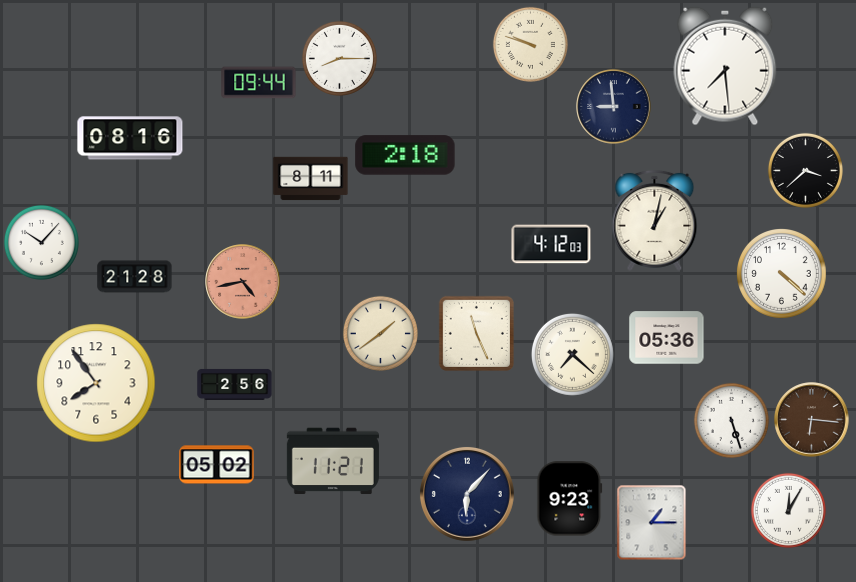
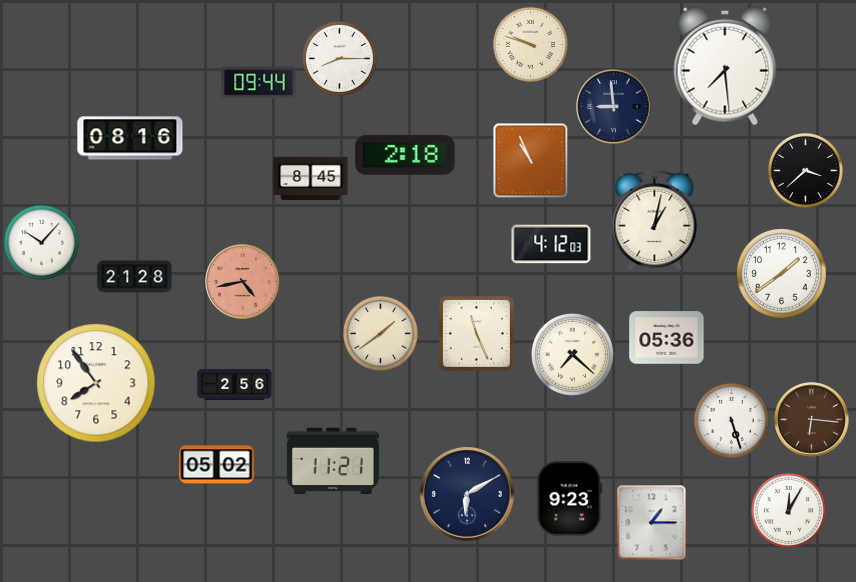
clock at (531, 161): none -> 10:56
clock at (311, 179): 8:11 -> 8:45
clock at (782, 274): 4:22 -> 1:39
clock at (467, 494): 6:07 -> 6:10
